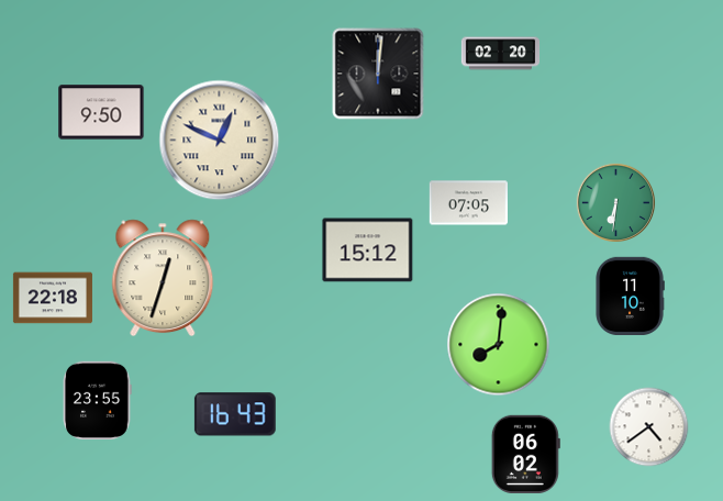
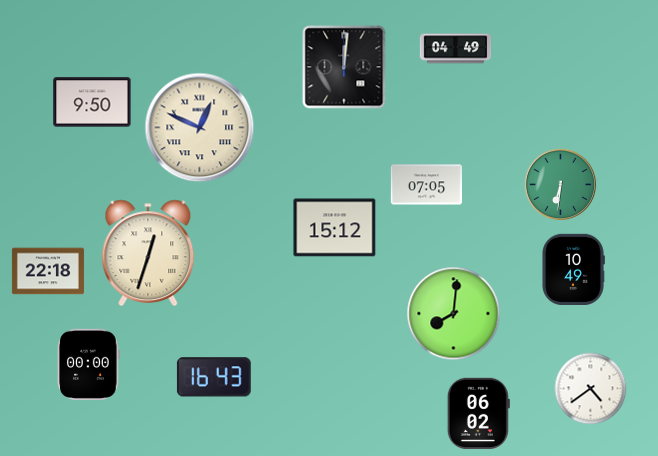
clock at (501, 54): 02:20 -> 04:49
clock at (630, 296): 11:10 -> 10:49
clock at (97, 400): 23:55 -> 00:00
